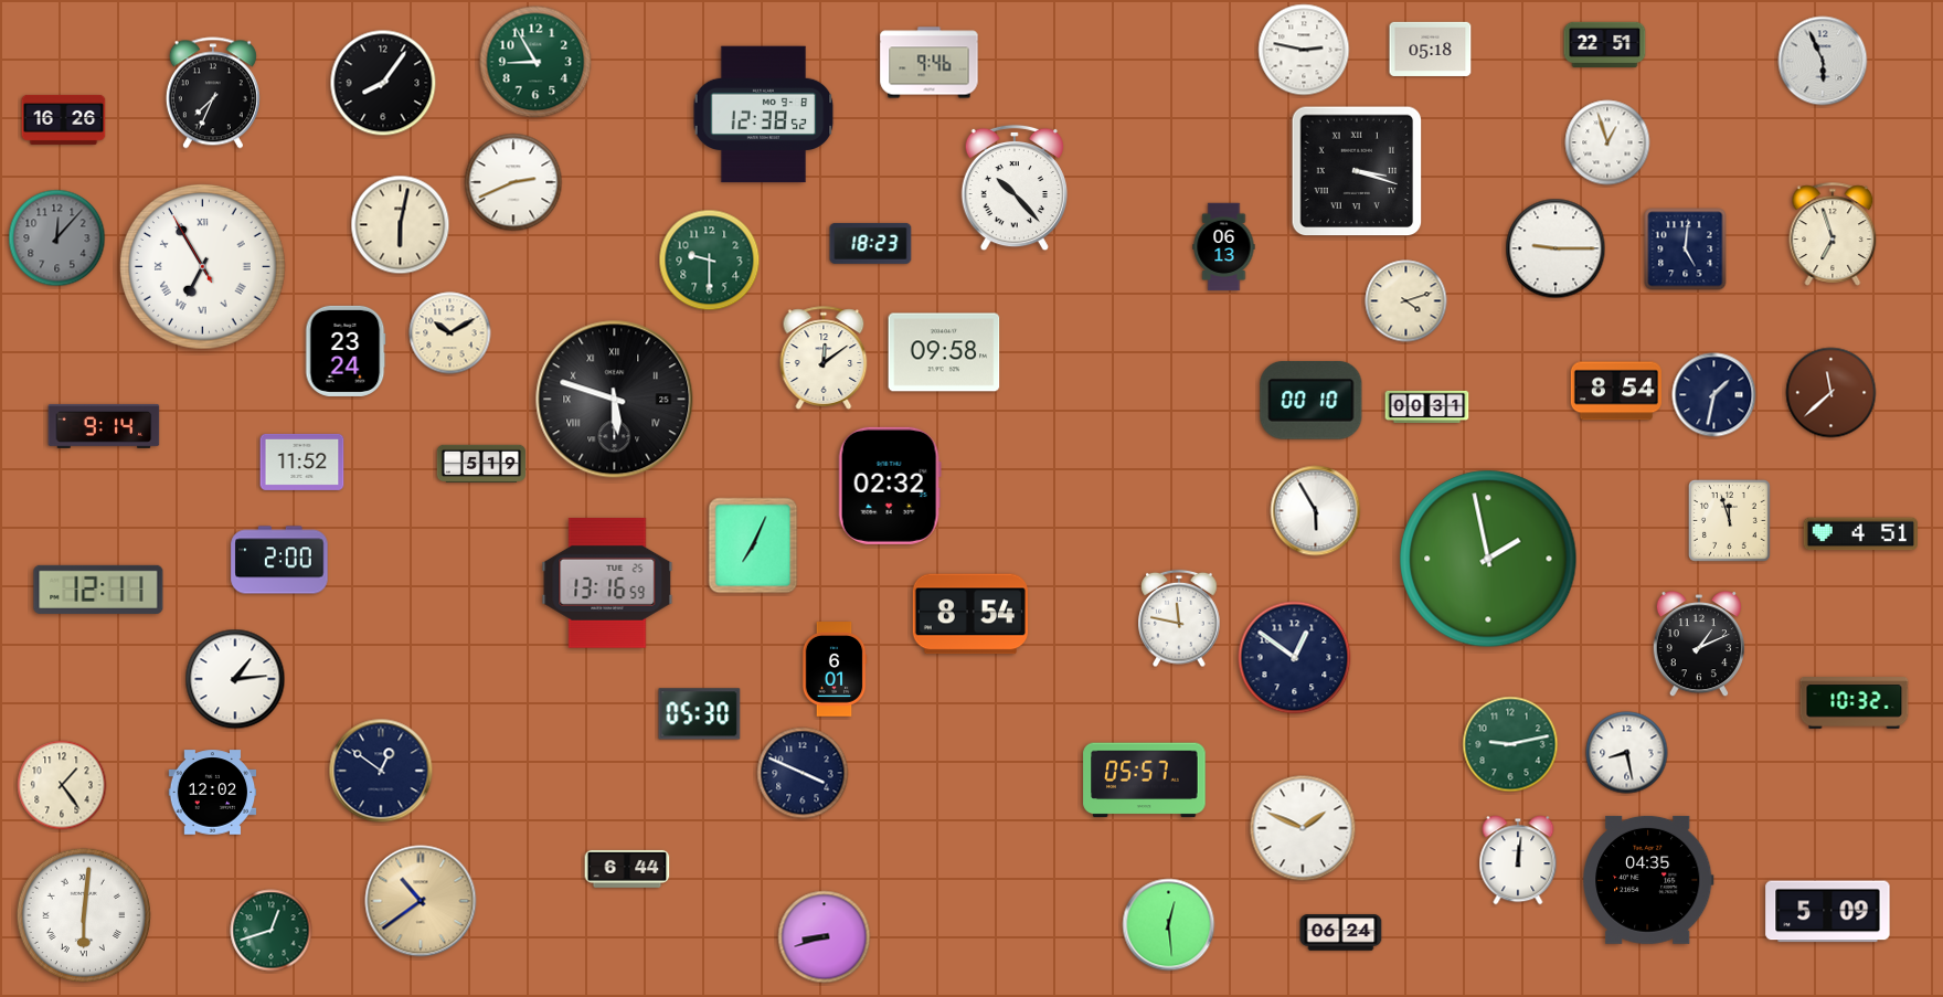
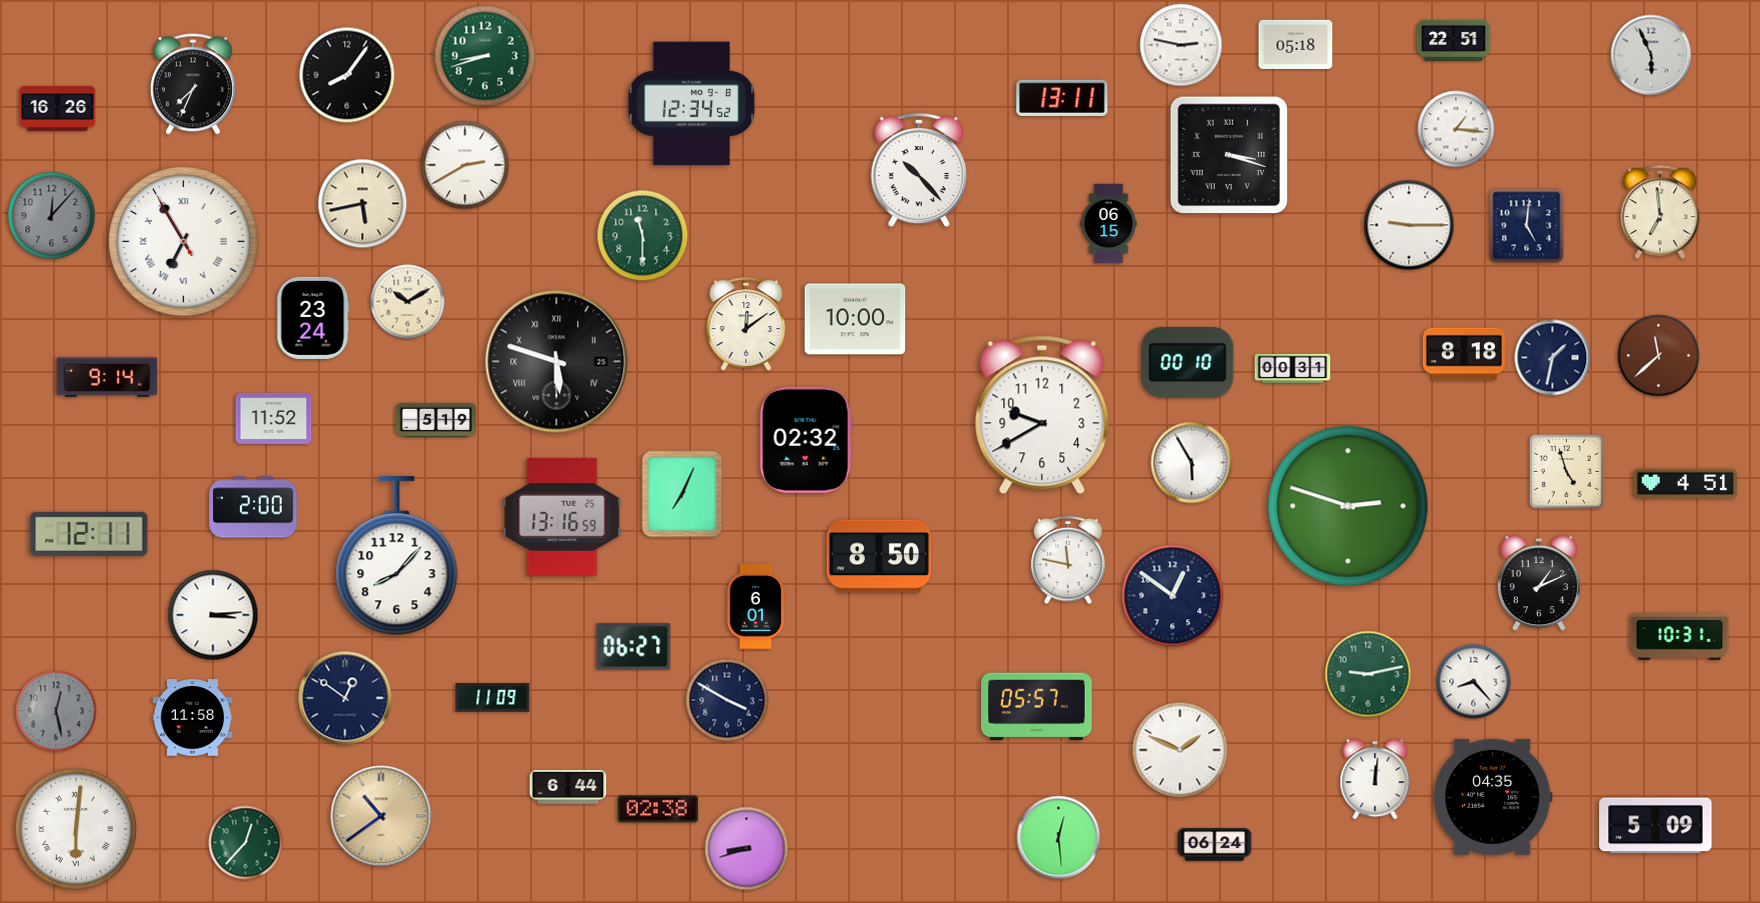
clock at (535, 62): 8:55 -> 8:42
clock at (930, 63): 9:46 -> none
clock at (1062, 98): none -> 13:11
clock at (764, 115): 12:38 -> 12:34
clock at (1607, 142): 12:57 -> 1:16
clock at (513, 182): 2:41 -> 2:40
clock at (401, 225): 6:02 -> 5:43
clock at (1833, 234): 6:57 -> 6:59
clock at (871, 243): 18:23 -> none
clock at (1224, 247): 06:13 -> 06:15
clock at (710, 261): 9:30 -> 11:30
clock at (1406, 301): 4:12 -> none
clock at (944, 352): 09:58 -> 10:00
clock at (1616, 391): 8:54 -> 8:18
clock at (104, 426) position: (104, 426) -> (107, 377)
clock at (1042, 415): none -> 9:40
clock at (1729, 520): 11:57 -> 4:57
clock at (1488, 559): 1:58 -> 2:48
clock at (607, 583) position: (607, 583) -> (562, 517)
clock at (397, 556): none -> 8:07
clock at (970, 614): 8:54 -> 8:50
clock at (235, 679): 1:14 -> 3:14
clock at (1855, 703): 10:32 -> 10:31
clock at (700, 714): 05:30 -> 06:27
clock at (1627, 753): 8:28 -> 8:23
clock at (493, 698): none -> 11:09
clock at (803, 773): 3:49 -> 3:50
clock at (62, 785): 1:24 -> 12:28
clock at (62, 785) dial: cream -> grey
clock at (213, 793): 12:02 -> 11:58
clock at (657, 809): none -> 02:38
clock at (272, 931): 12:42 -> 12:37
